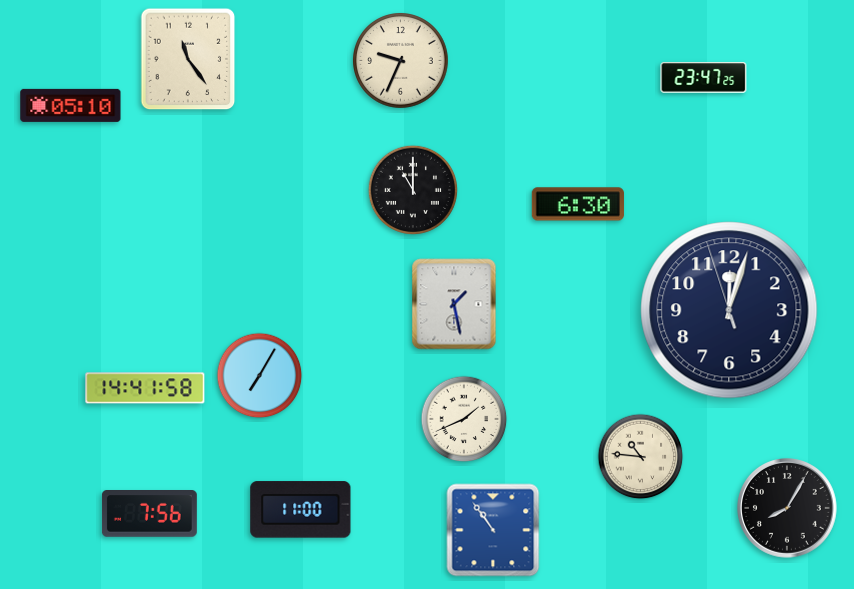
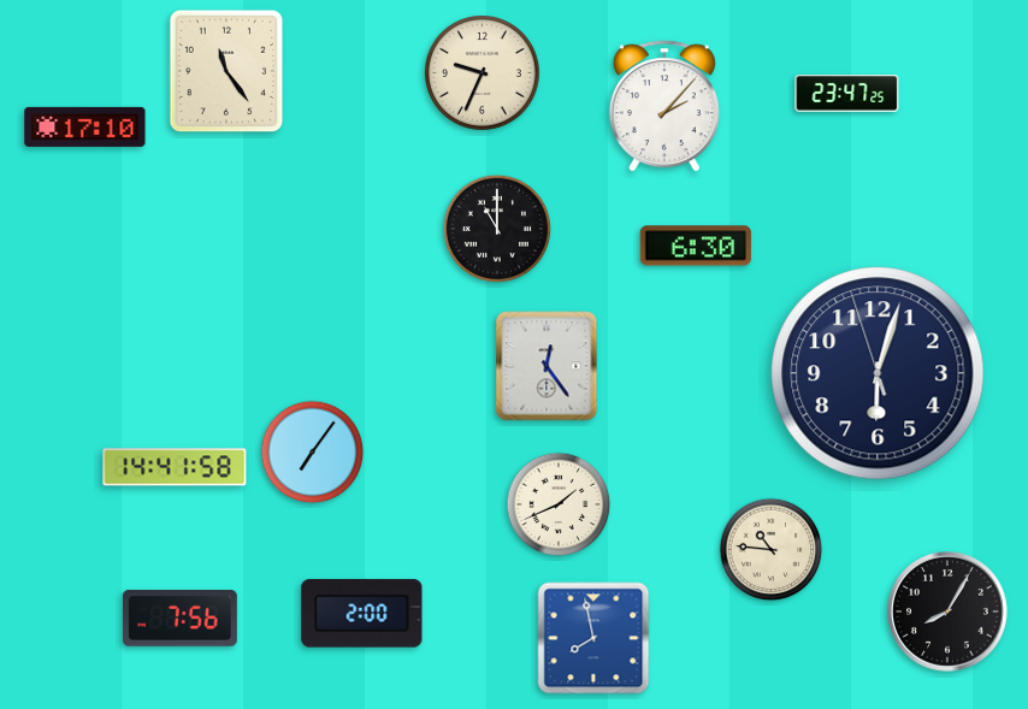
clock at (664, 106): none -> 2:07
clock at (71, 105): 05:10 -> 17:10
clock at (454, 304): 1:28 -> 12:24
clock at (729, 310): 12:02 -> 6:02
clock at (260, 376): 7:05 -> 7:06
clock at (301, 510): 11:00 -> 2:00
clock at (493, 530): 10:54 -> 7:58
